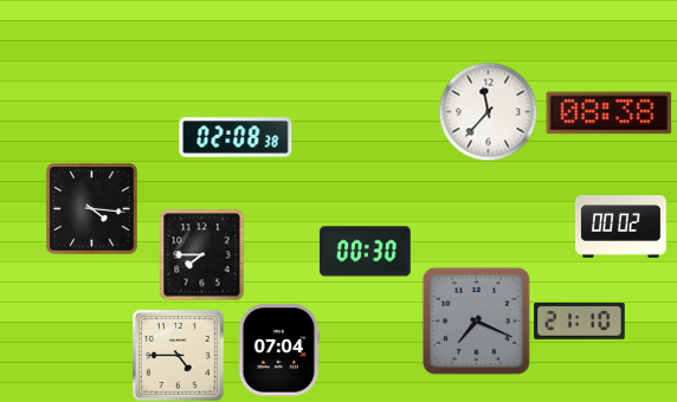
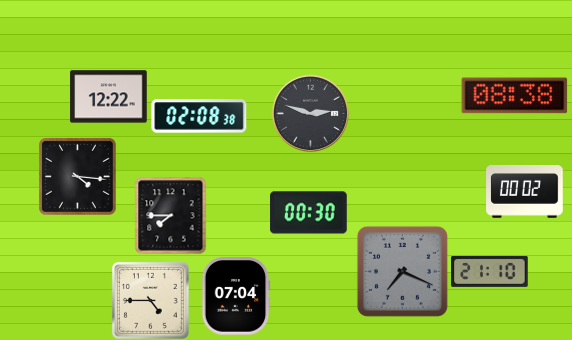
clock at (488, 111): 11:37 -> none
clock at (109, 97): none -> 12:22
clock at (310, 113): none -> 2:48
